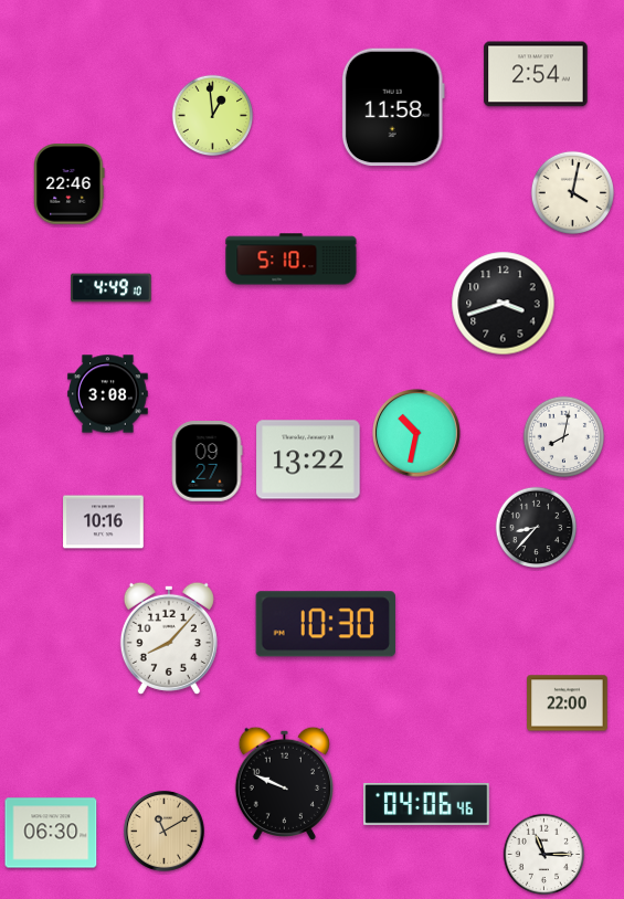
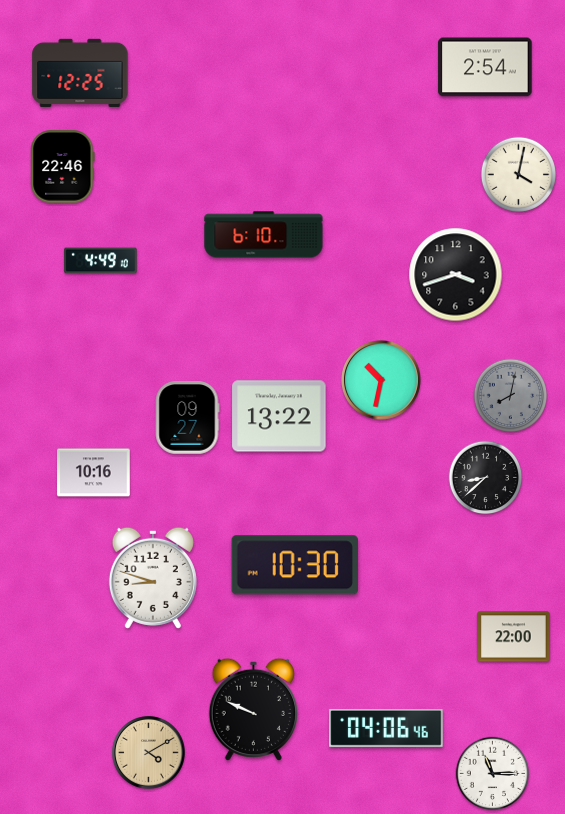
clock at (80, 73): none -> 12:25
clock at (393, 107): 11:58 -> none
clock at (213, 116): 12:59 -> none
clock at (292, 260): 5:10 -> 6:10
clock at (108, 394): 3:08 -> none
clock at (416, 433) position: (416, 433) -> (381, 380)
clock at (564, 437) dial: white -> grey
clock at (537, 528): 8:37 -> 8:38
clock at (169, 638): 8:07 -> 8:48
clock at (284, 783) position: (284, 783) -> (253, 709)
clock at (163, 831): 11:10 -> 4:10
clock at (51, 833): 06:30 -> none
